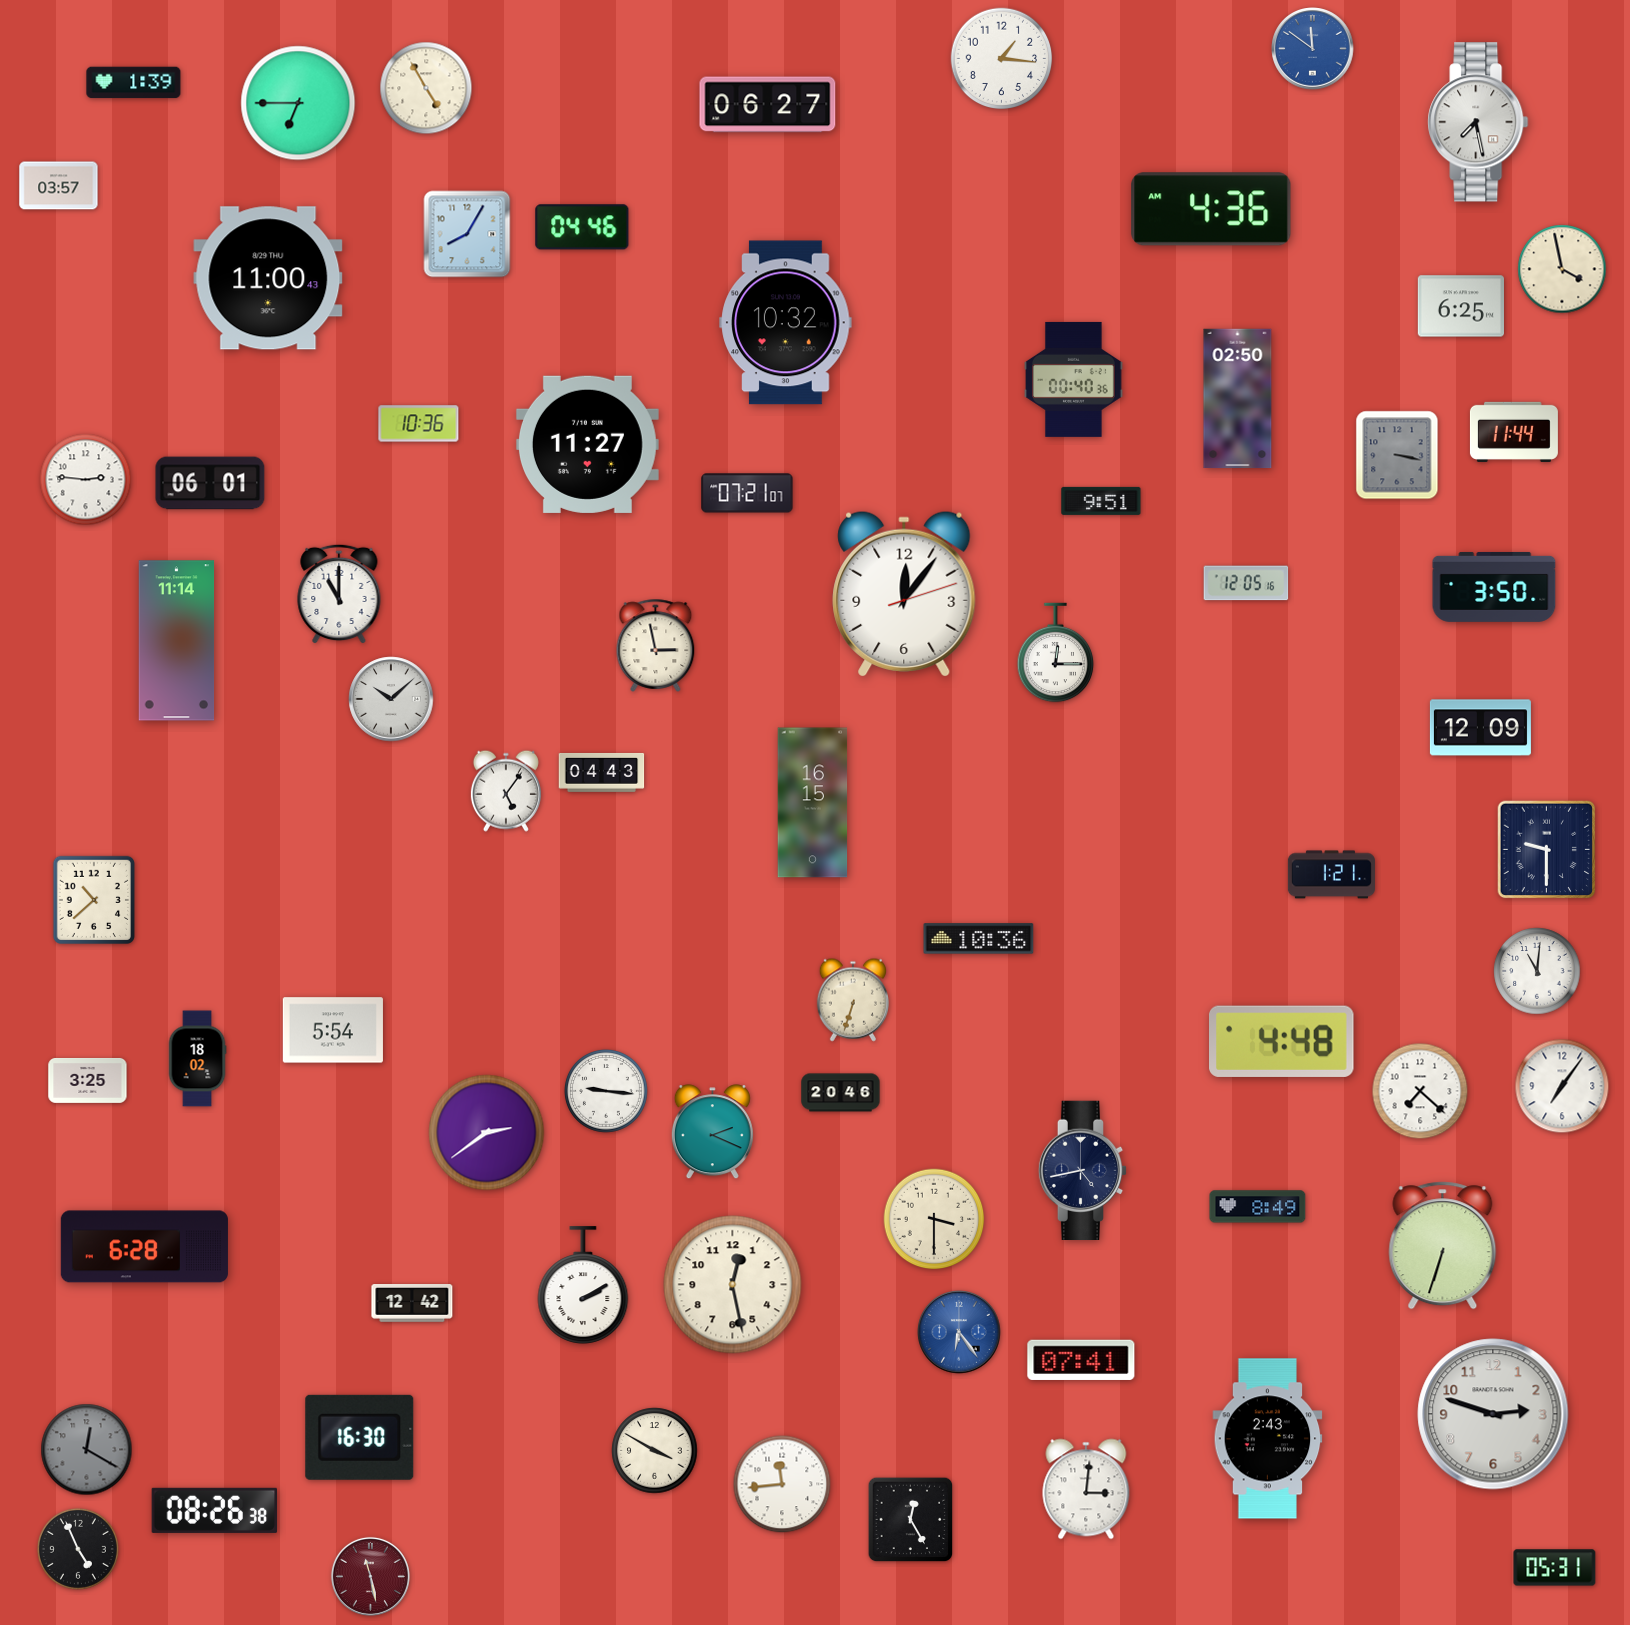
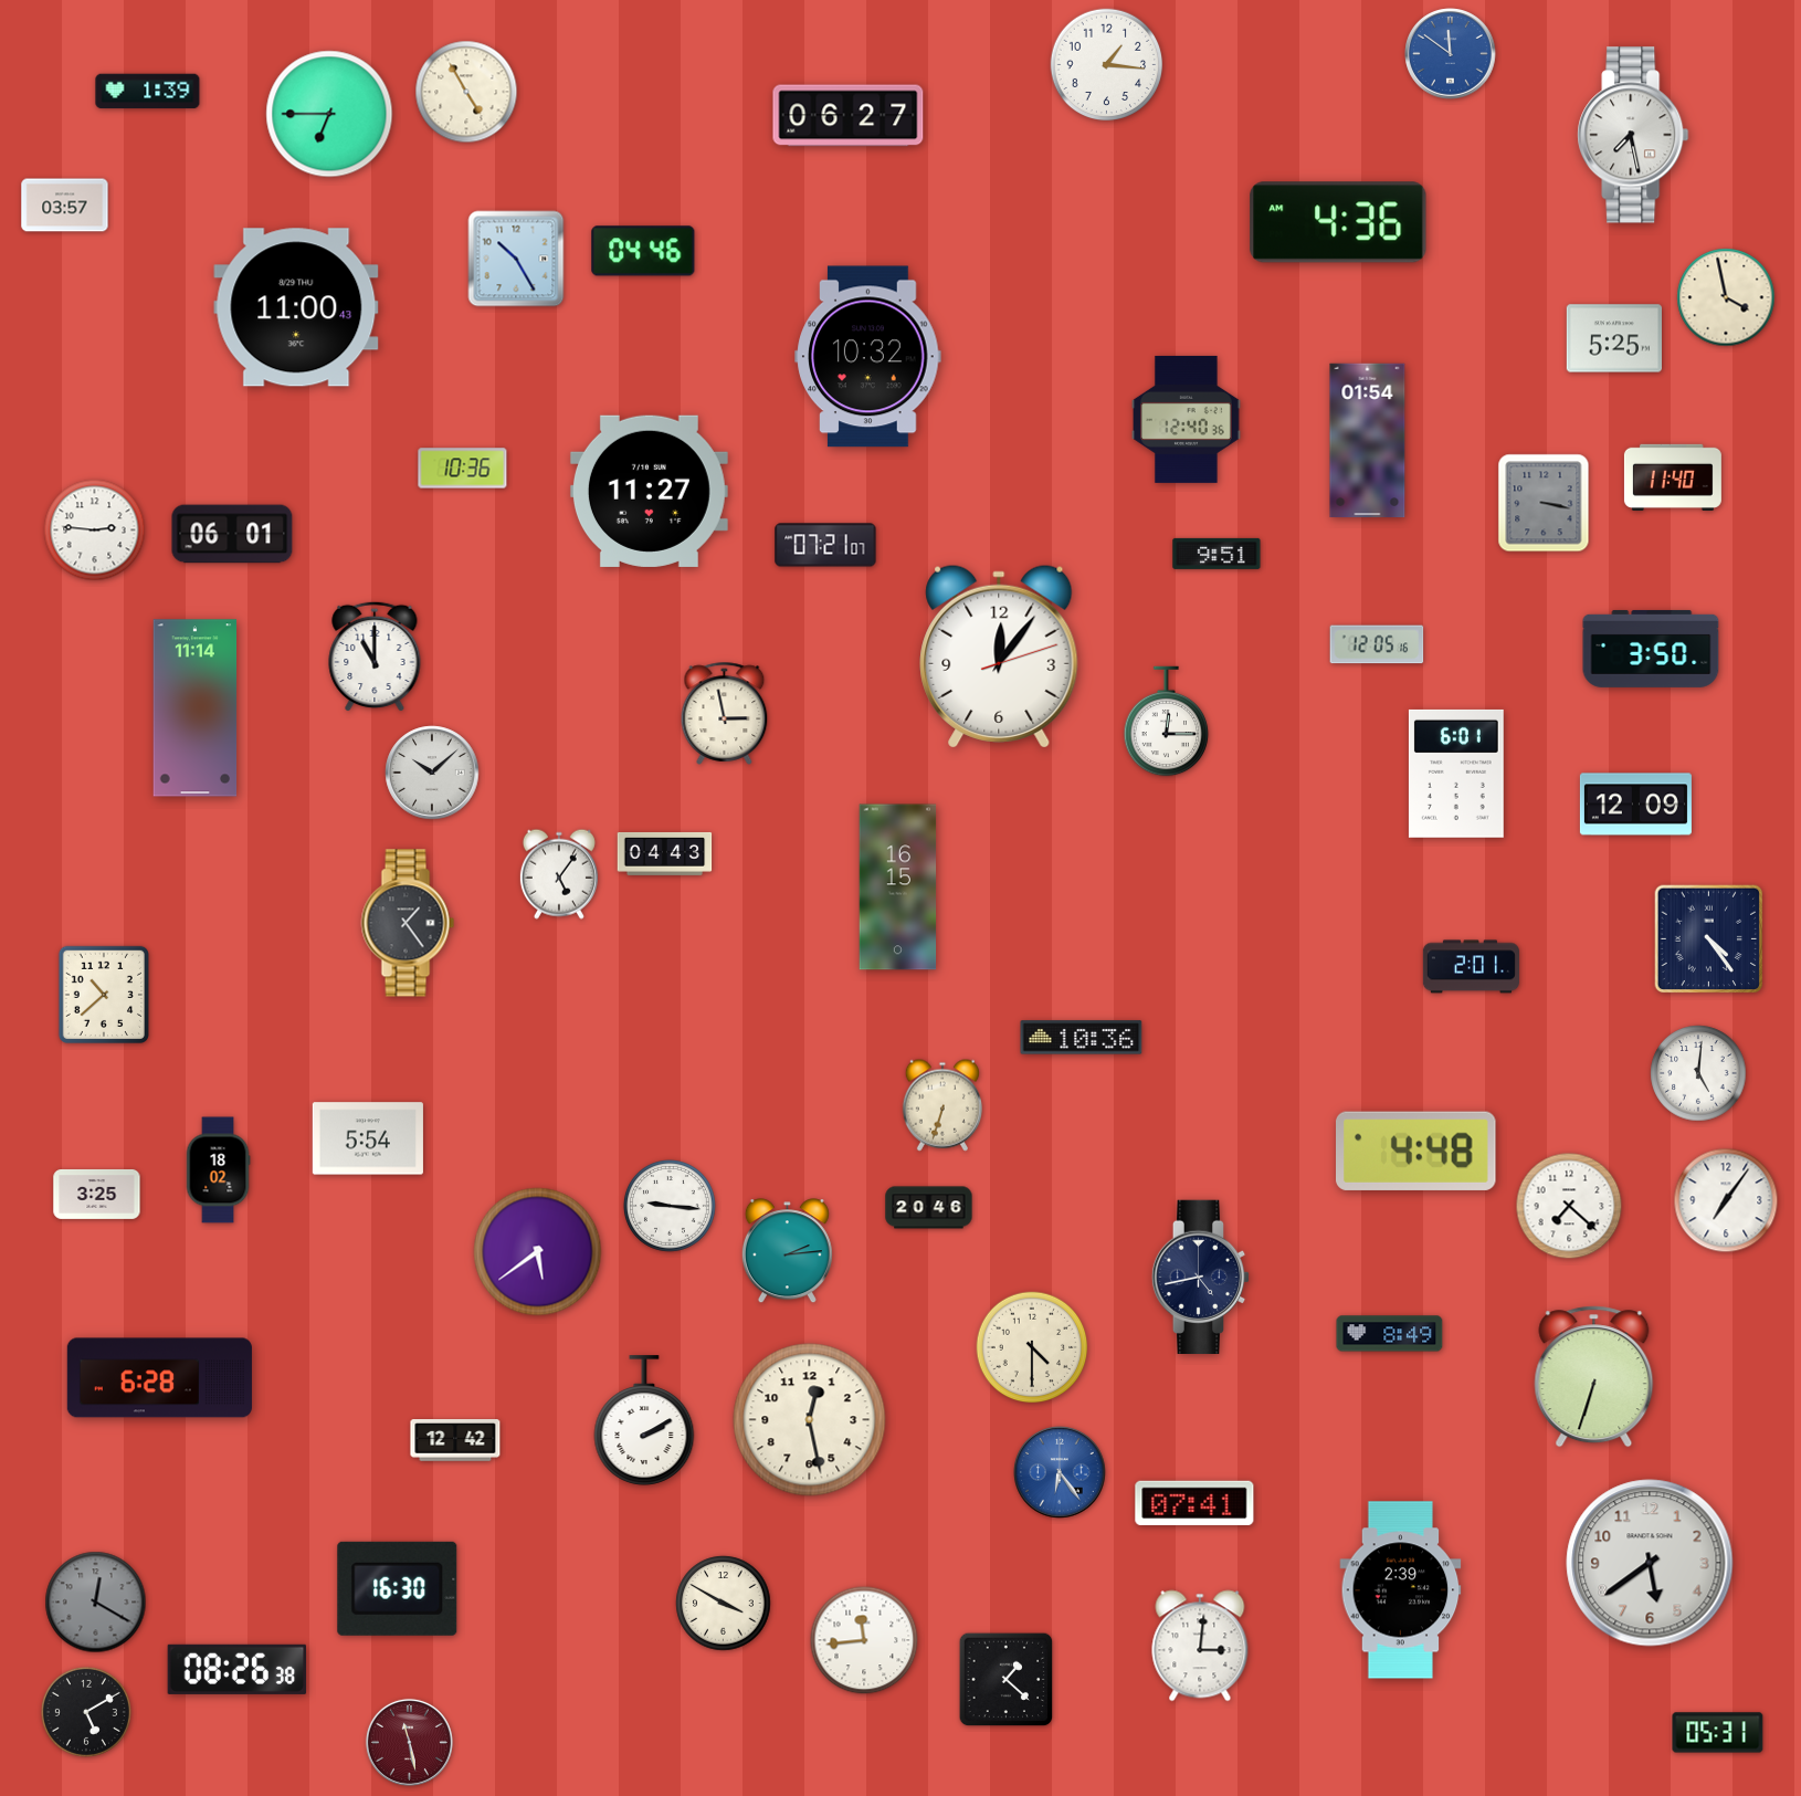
clock at (426, 88) position: (426, 88) -> (466, 92)
clock at (1211, 209) position: (1211, 209) -> (1338, 222)
clock at (467, 234): 8:05 -> 10:25
clock at (1460, 306): 6:25 -> 5:25
clock at (1074, 379): 00:40 -> 12:40
clock at (1238, 399): 02:50 -> 01:54
clock at (1514, 432): 11:44 -> 11:40
clock at (1456, 774): none -> 6:01
clock at (408, 923): none -> 1:24
clock at (1547, 850): 9:30 -> 4:24
clock at (1331, 875): 1:21 -> 2:01
clock at (1537, 971): 11:01 -> 5:01
clock at (712, 1132): 2:19 -> 2:14
clock at (487, 1133): 2:39 -> 5:39
clock at (1083, 1171) position: (1083, 1171) -> (1201, 1278)
clock at (934, 1219): 3:30 -> 4:30
clock at (1493, 1414): 2:48 -> 5:39
clock at (1268, 1439): 2:43 -> 2:39
clock at (911, 1520): 12:25 -> 1:22
clock at (78, 1549): 4:56 -> 5:10
